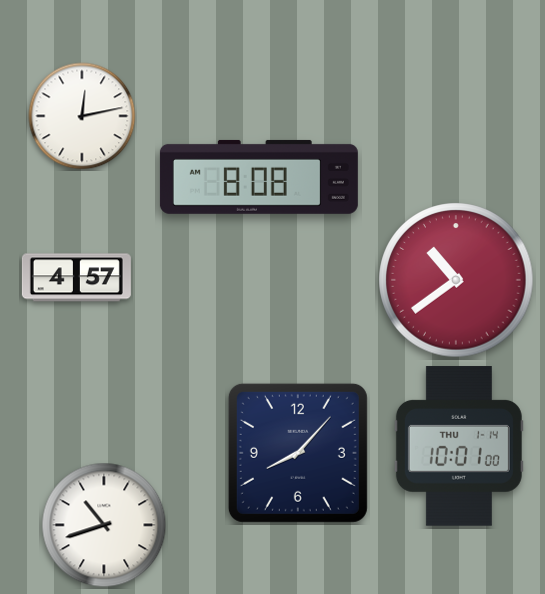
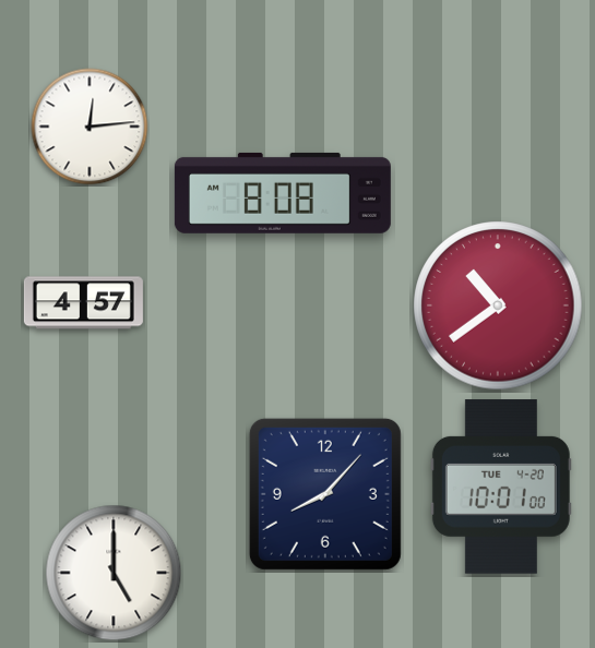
clock at (82, 116): 12:13 -> 12:14
clock at (459, 446) date: THU 1-14 -> TUE 4-20
clock at (104, 525): 10:42 -> 5:00
